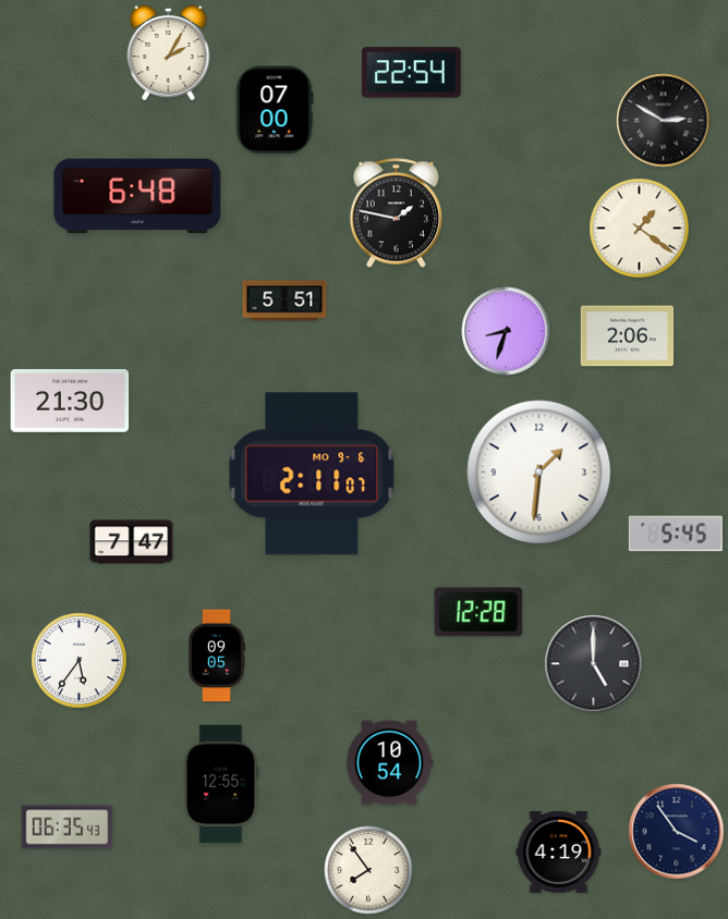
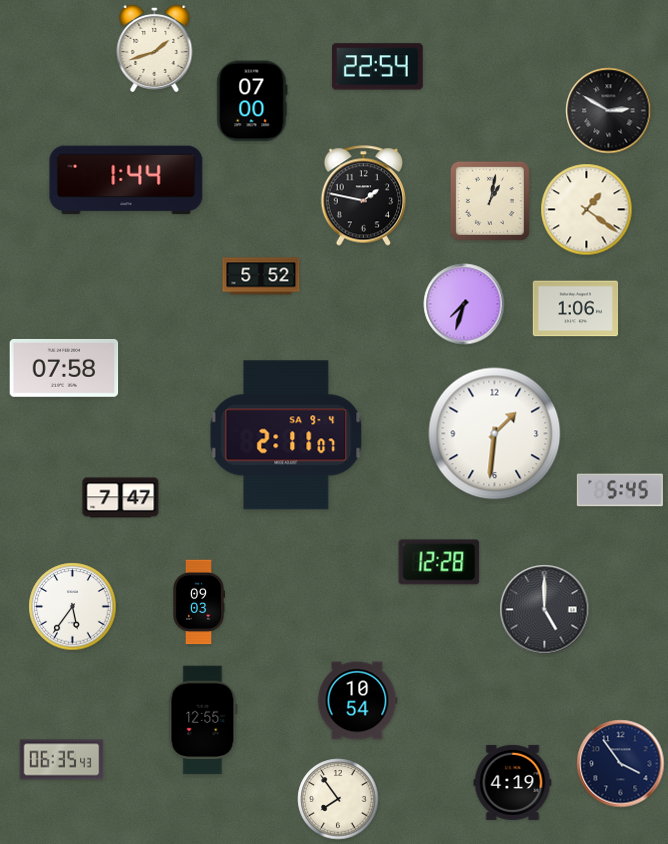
clock at (169, 52): 2:05 -> 1:42
clock at (137, 196): 6:48 -> 1:44
clock at (490, 201): none -> 1:02
clock at (284, 301): 5:51 -> 5:52
clock at (506, 331): 8:33 -> 7:33
clock at (628, 336): 2:06 -> 1:06
clock at (70, 401): 21:30 -> 07:58
clock at (312, 474) date: MO 9-6 -> SA 9-4
clock at (217, 655): 09:05 -> 09:03
